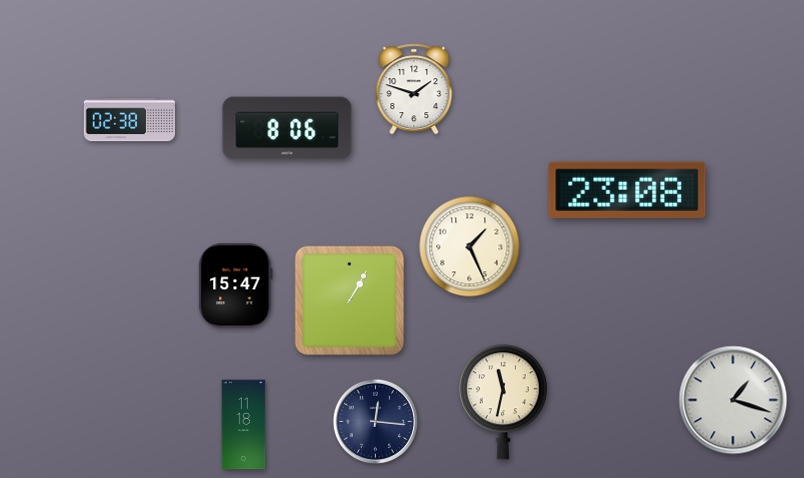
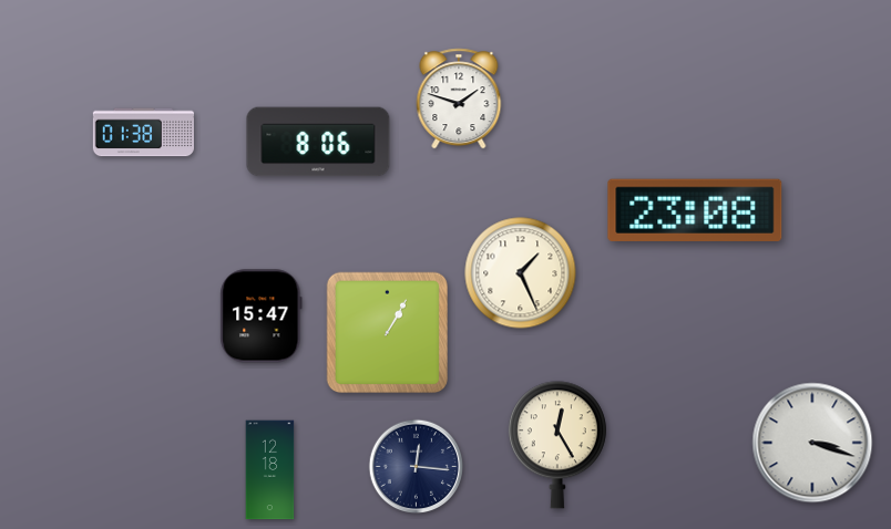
clock at (129, 120): 02:38 -> 01:38
clock at (733, 400): 1:18 -> 3:18
clock at (503, 402): 11:32 -> 12:25
clock at (244, 425): 11:18 -> 12:18
